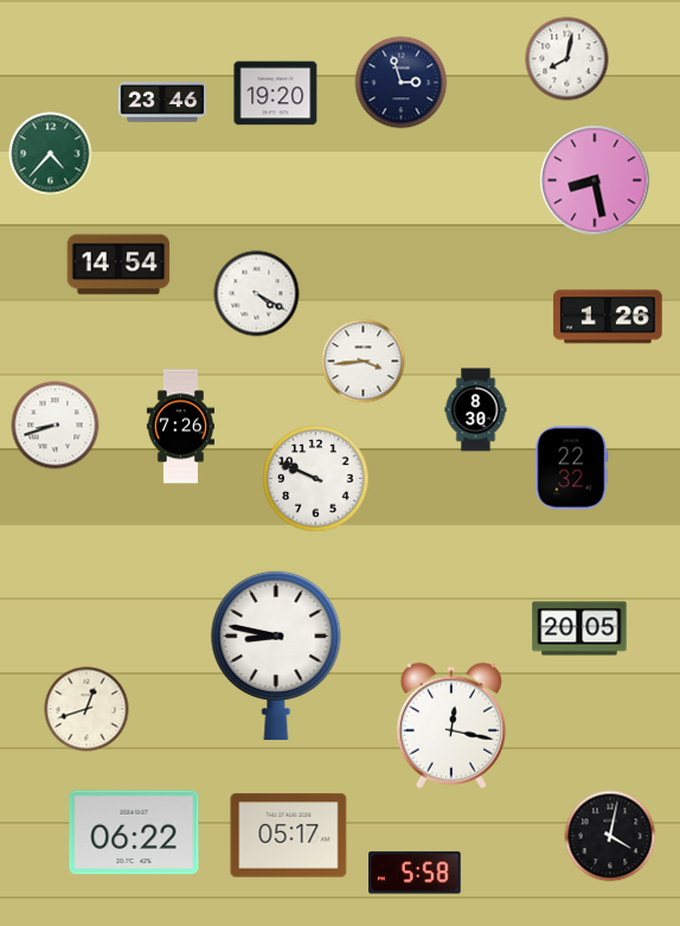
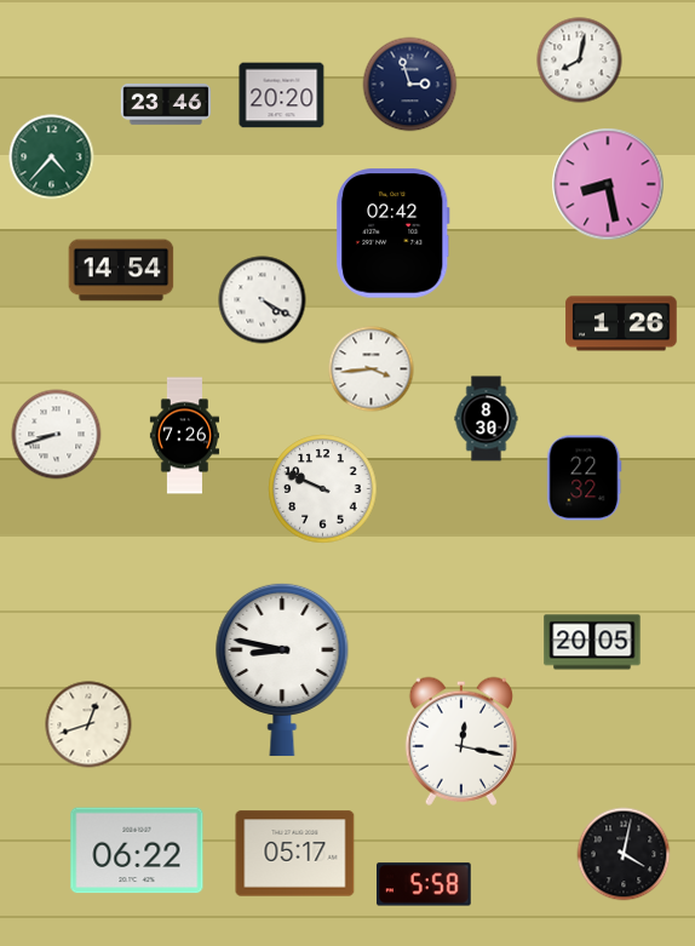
clock at (276, 94): 19:20 -> 20:20
clock at (394, 234): none -> 02:42
clock at (416, 873) position: (416, 873) -> (425, 884)
